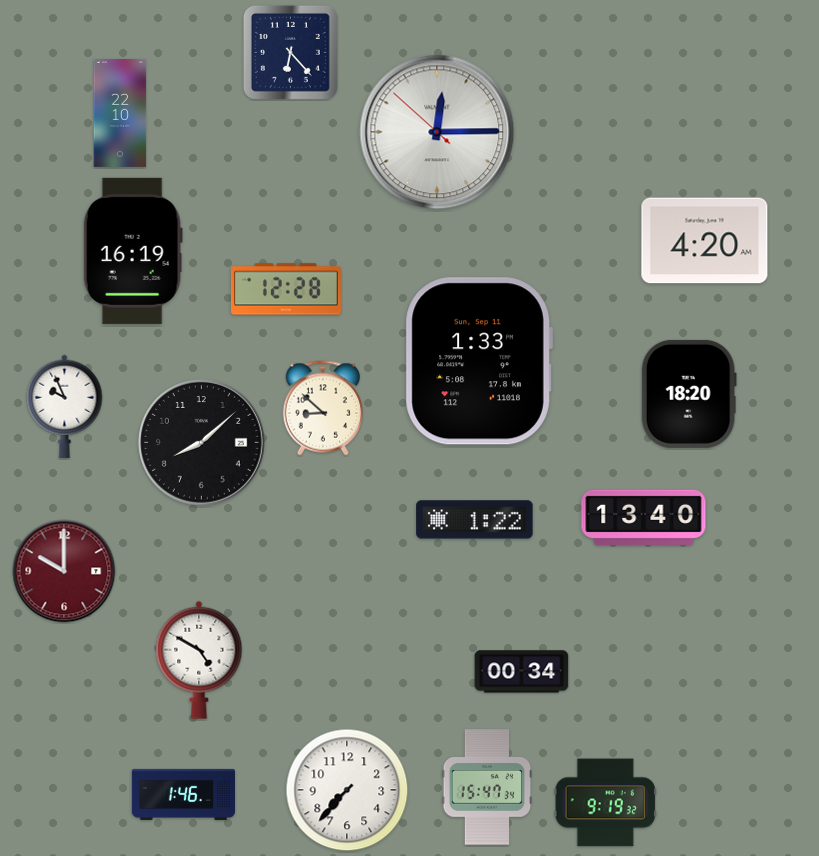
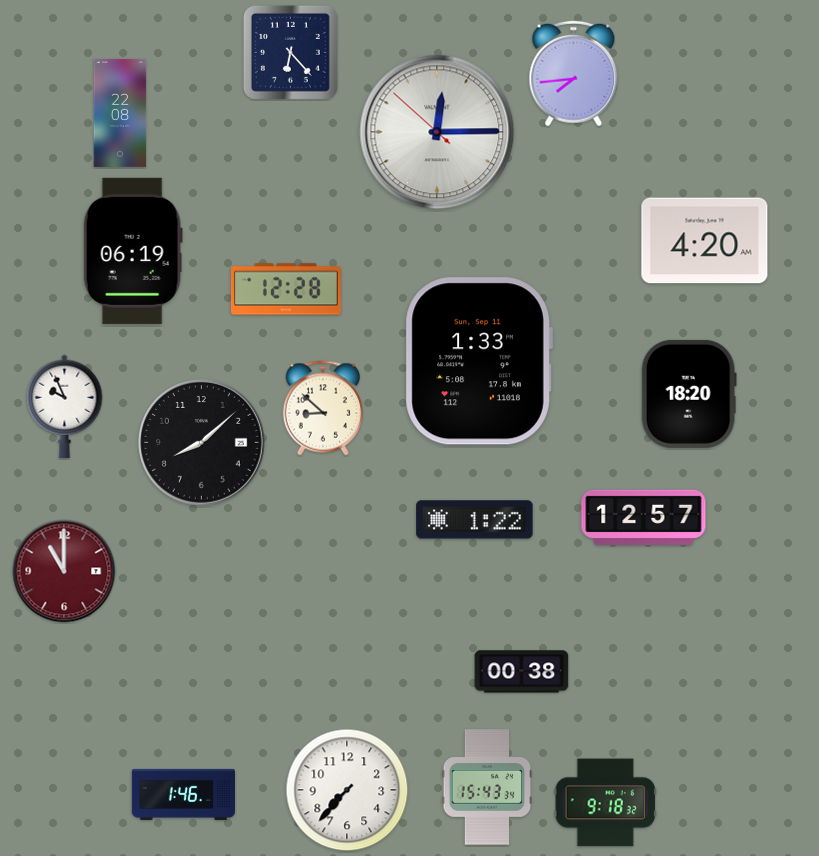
clock at (574, 74): none -> 7:44
clock at (120, 113): 22:10 -> 22:08
clock at (133, 251): 16:19 -> 06:19
clock at (644, 517): 13:40 -> 12:57
clock at (64, 571): 10:00 -> 11:00
clock at (199, 660): 4:50 -> none
clock at (522, 672): 00:34 -> 00:38
clock at (487, 787): 15:47 -> 15:43
clock at (605, 803): 9:19 -> 9:18
